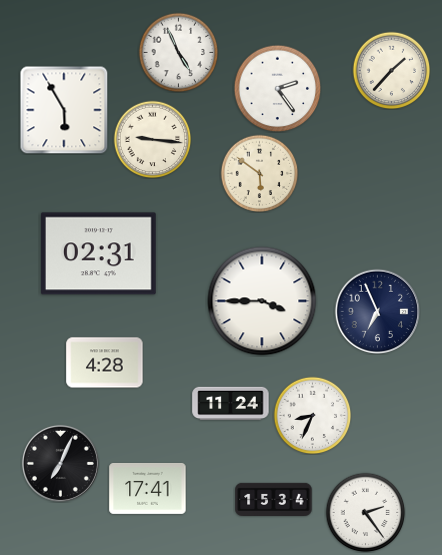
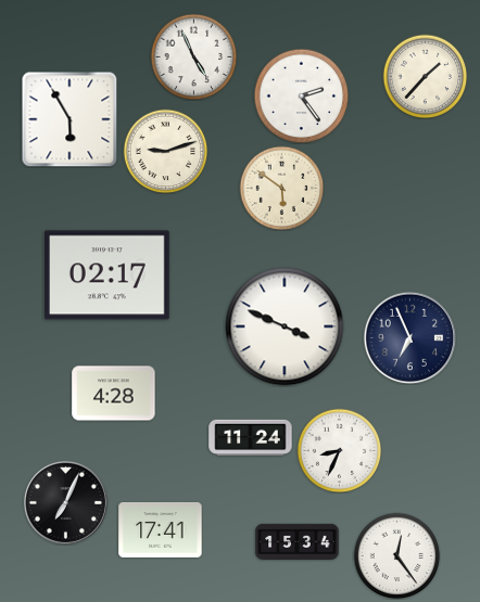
clock at (152, 139): 9:16 -> 9:12
clock at (98, 254): 02:31 -> 02:17
clock at (262, 301): 3:45 -> 3:49
clock at (365, 512): 2:24 -> 12:24
